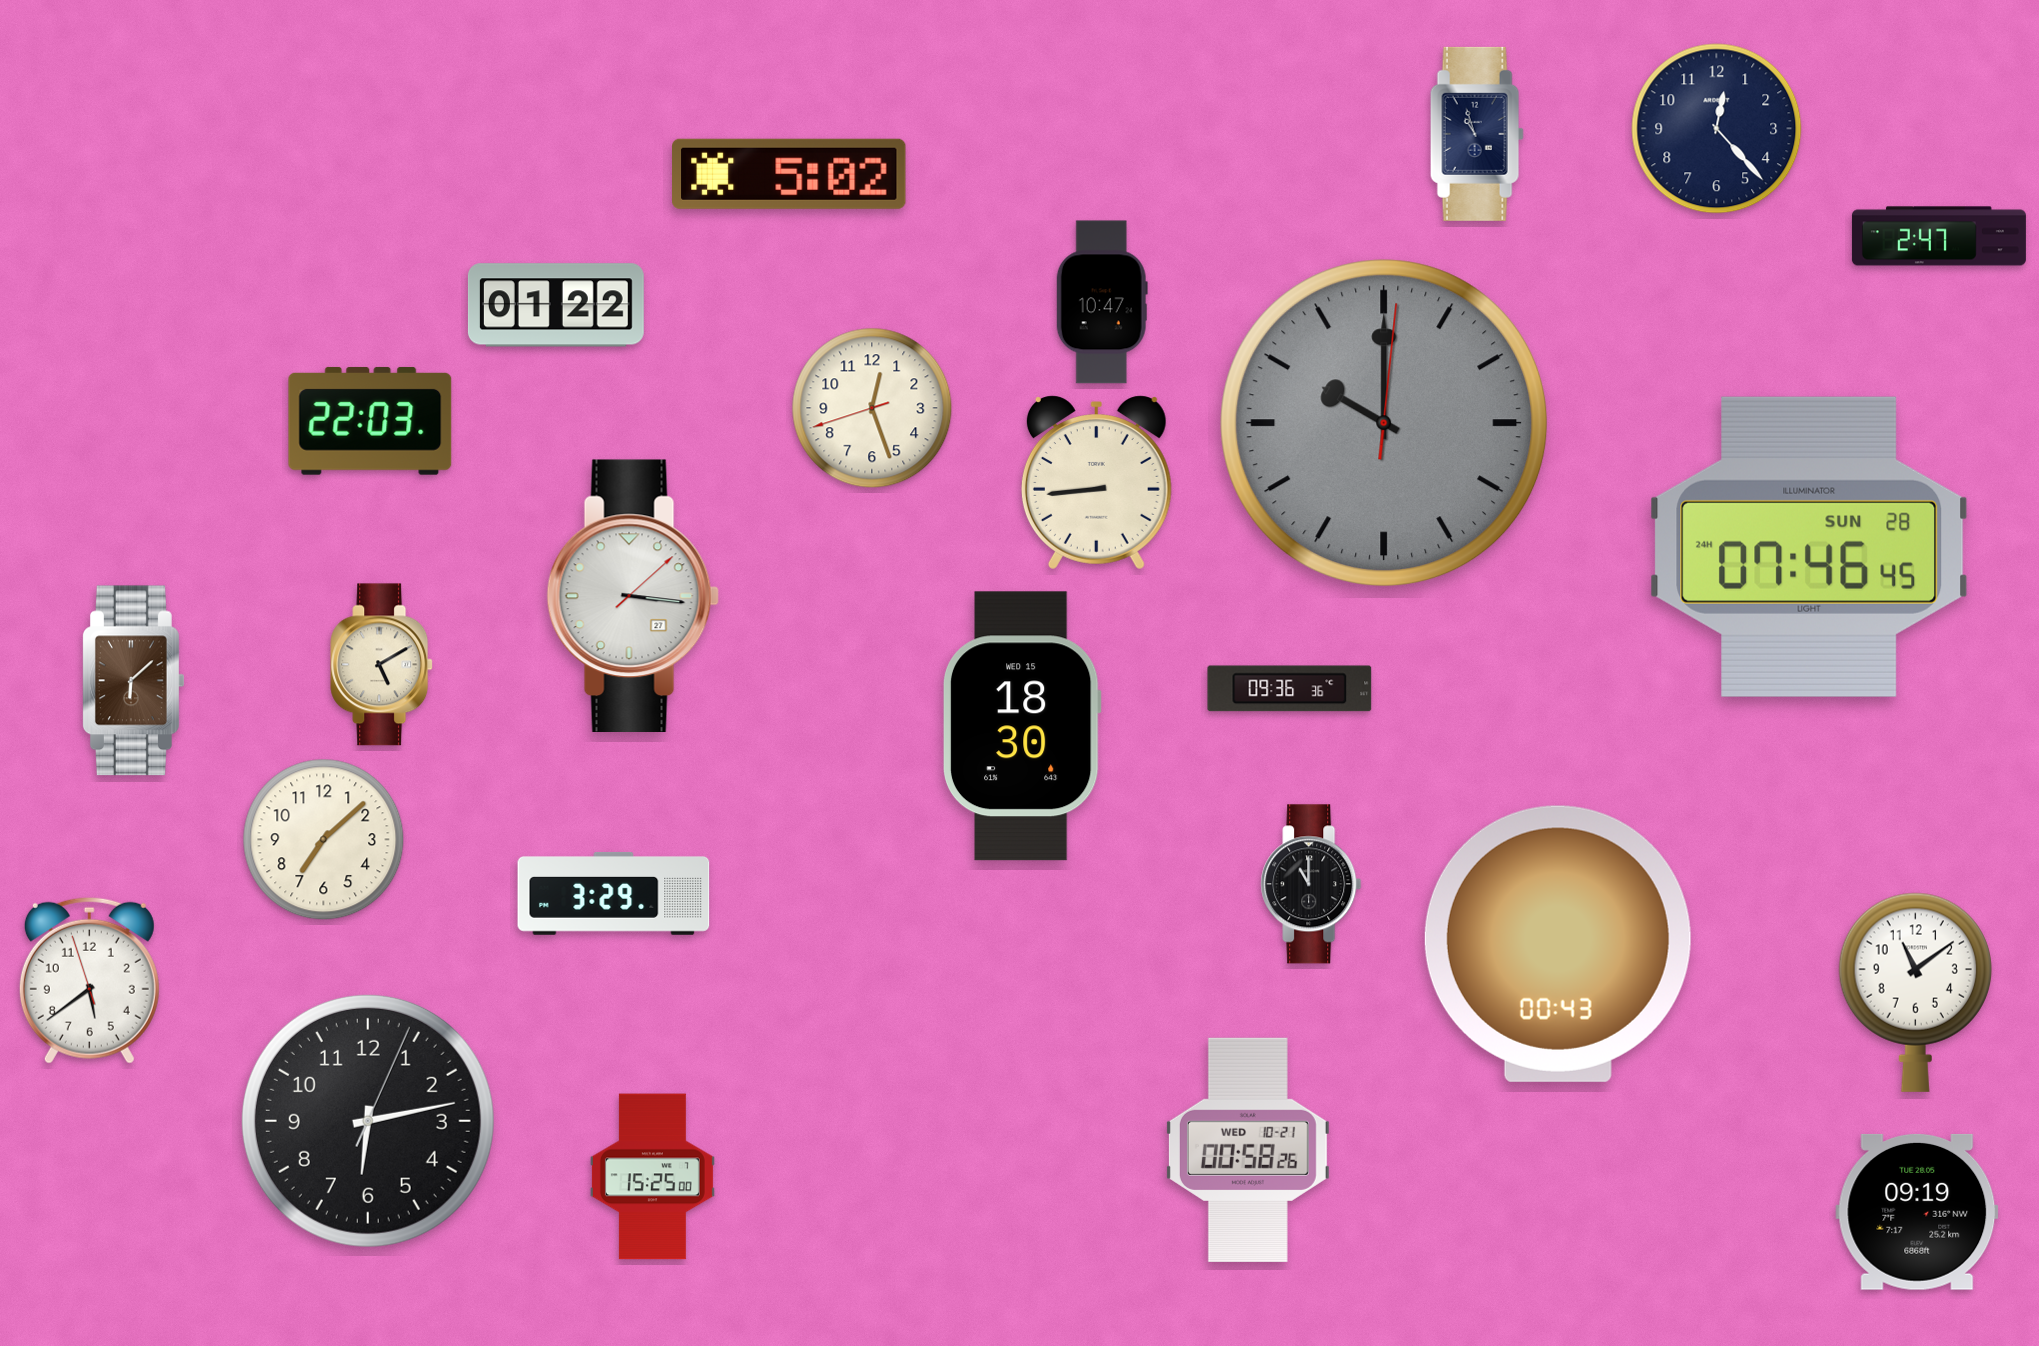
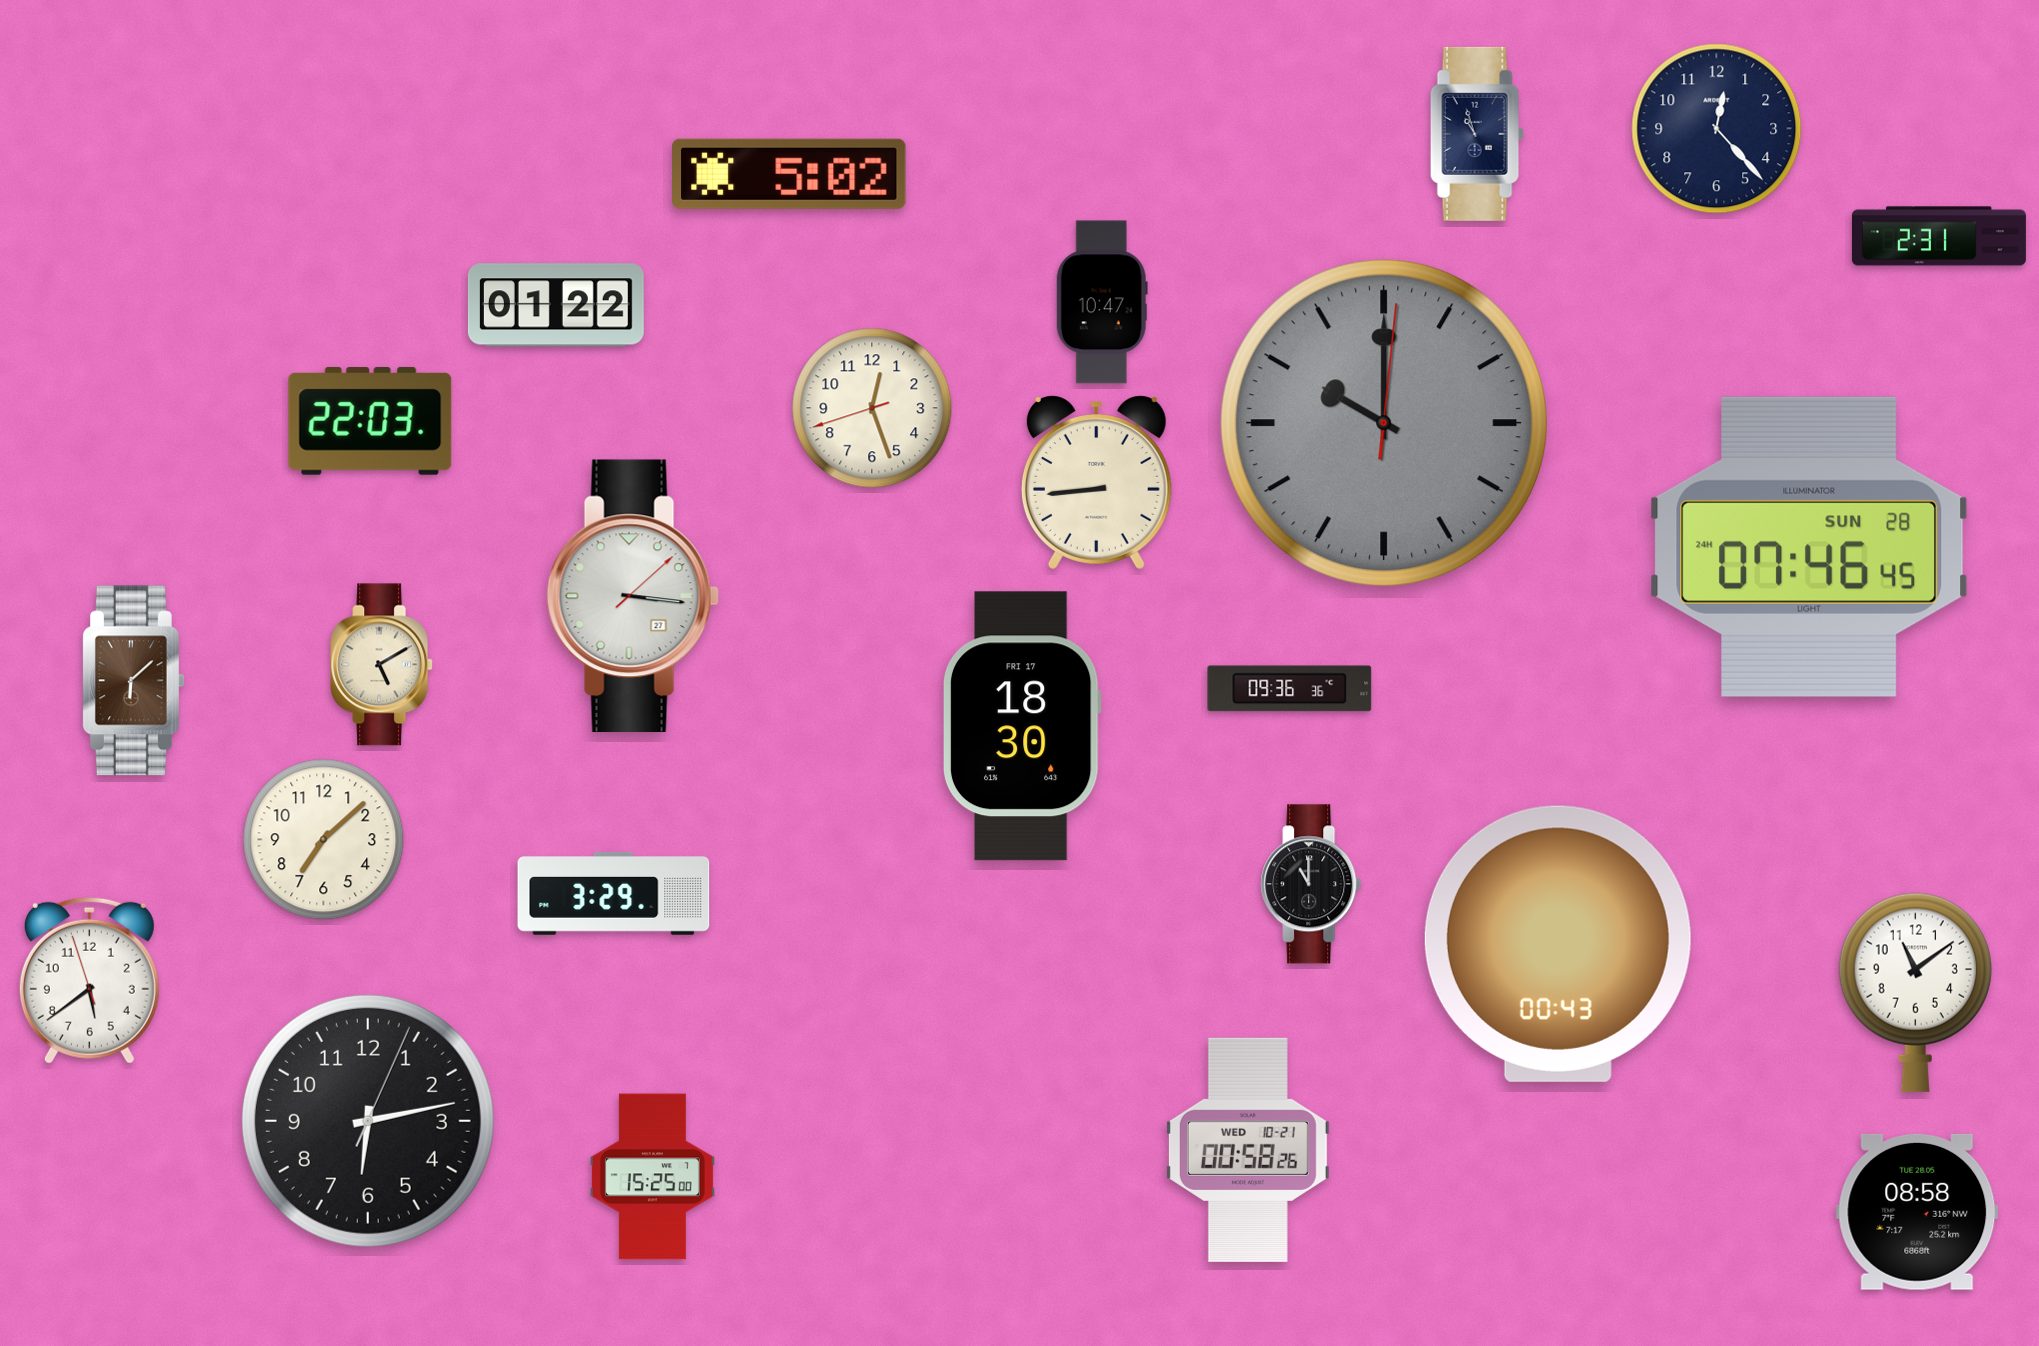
clock at (1939, 236): 2:47 -> 2:31
clock at (1022, 726) date: WED 15 -> FRI 17
clock at (1917, 1212): 09:19 -> 08:58
